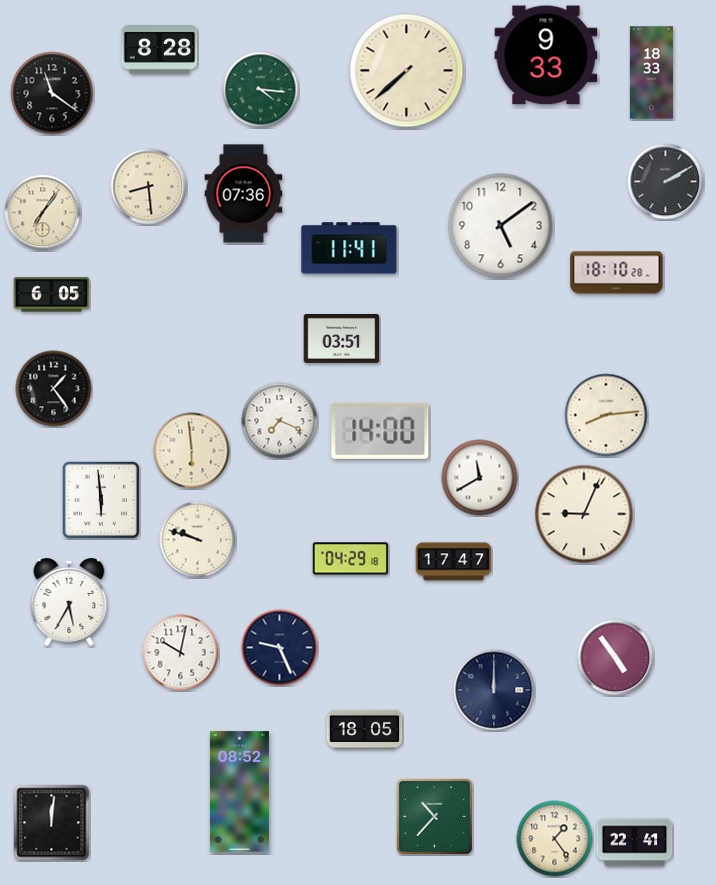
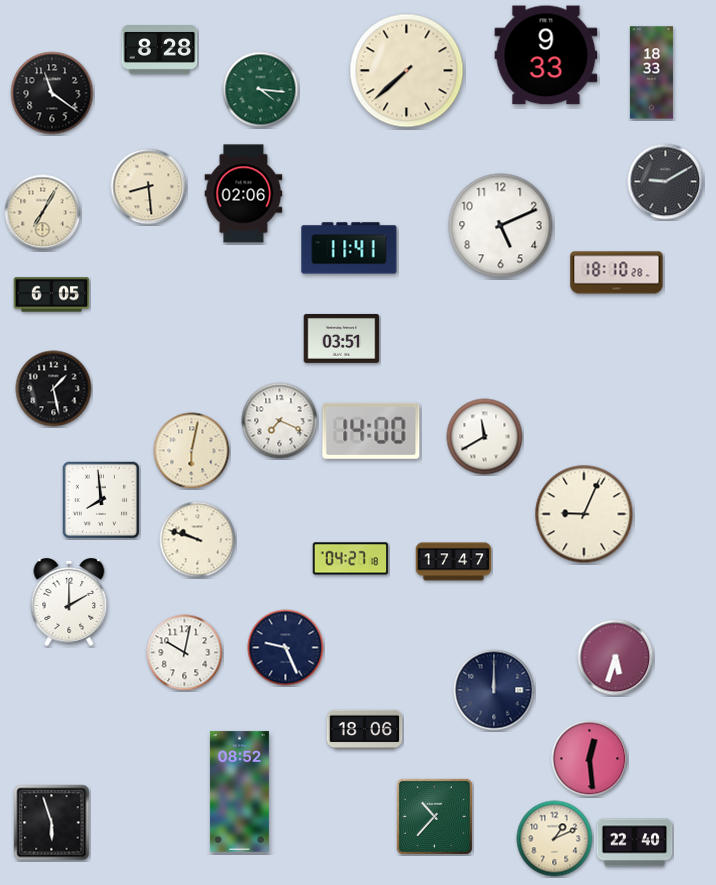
clock at (666, 182): 2:10 -> 9:10
clock at (244, 194): 07:36 -> 02:06
clock at (43, 213): 7:06 -> 7:05
clock at (501, 226): 5:09 -> 5:11
clock at (54, 389): 1:24 -> 1:28
clock at (606, 415): 8:14 -> none
clock at (380, 431) position: (380, 431) -> (371, 431)
clock at (192, 451): 5:59 -> 6:02
clock at (480, 478) position: (480, 478) -> (485, 437)
clock at (100, 499): 5:59 -> 7:59
clock at (351, 559): 04:29 -> 04:27
clock at (69, 603): 5:35 -> 2:00
clock at (280, 648) position: (280, 648) -> (286, 648)
clock at (181, 653) position: (181, 653) -> (185, 653)
clock at (616, 658): 4:54 -> 5:33
clock at (365, 730): 18:05 -> 18:06
clock at (590, 759): none -> 12:29
clock at (52, 823): 12:01 -> 5:57
clock at (555, 839): 1:24 -> 1:11
clock at (635, 843): 22:41 -> 22:40
